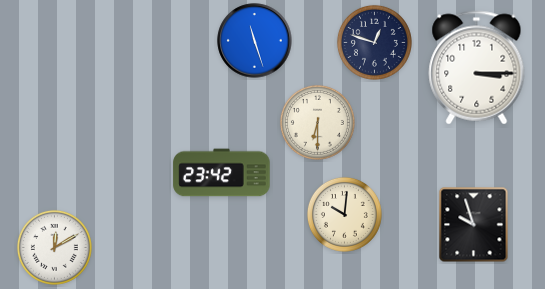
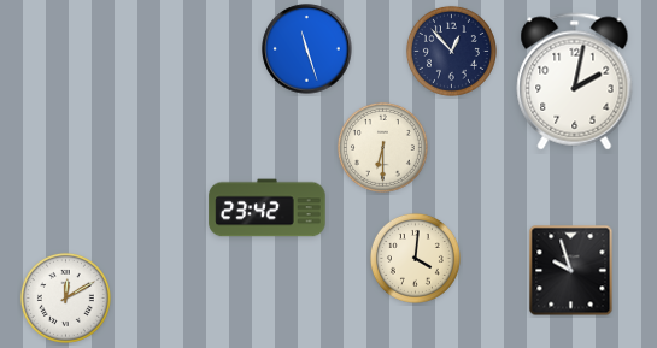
clock at (374, 42): 12:48 -> 12:53
clock at (477, 68): 3:15 -> 2:02
clock at (344, 214): 10:01 -> 4:01
